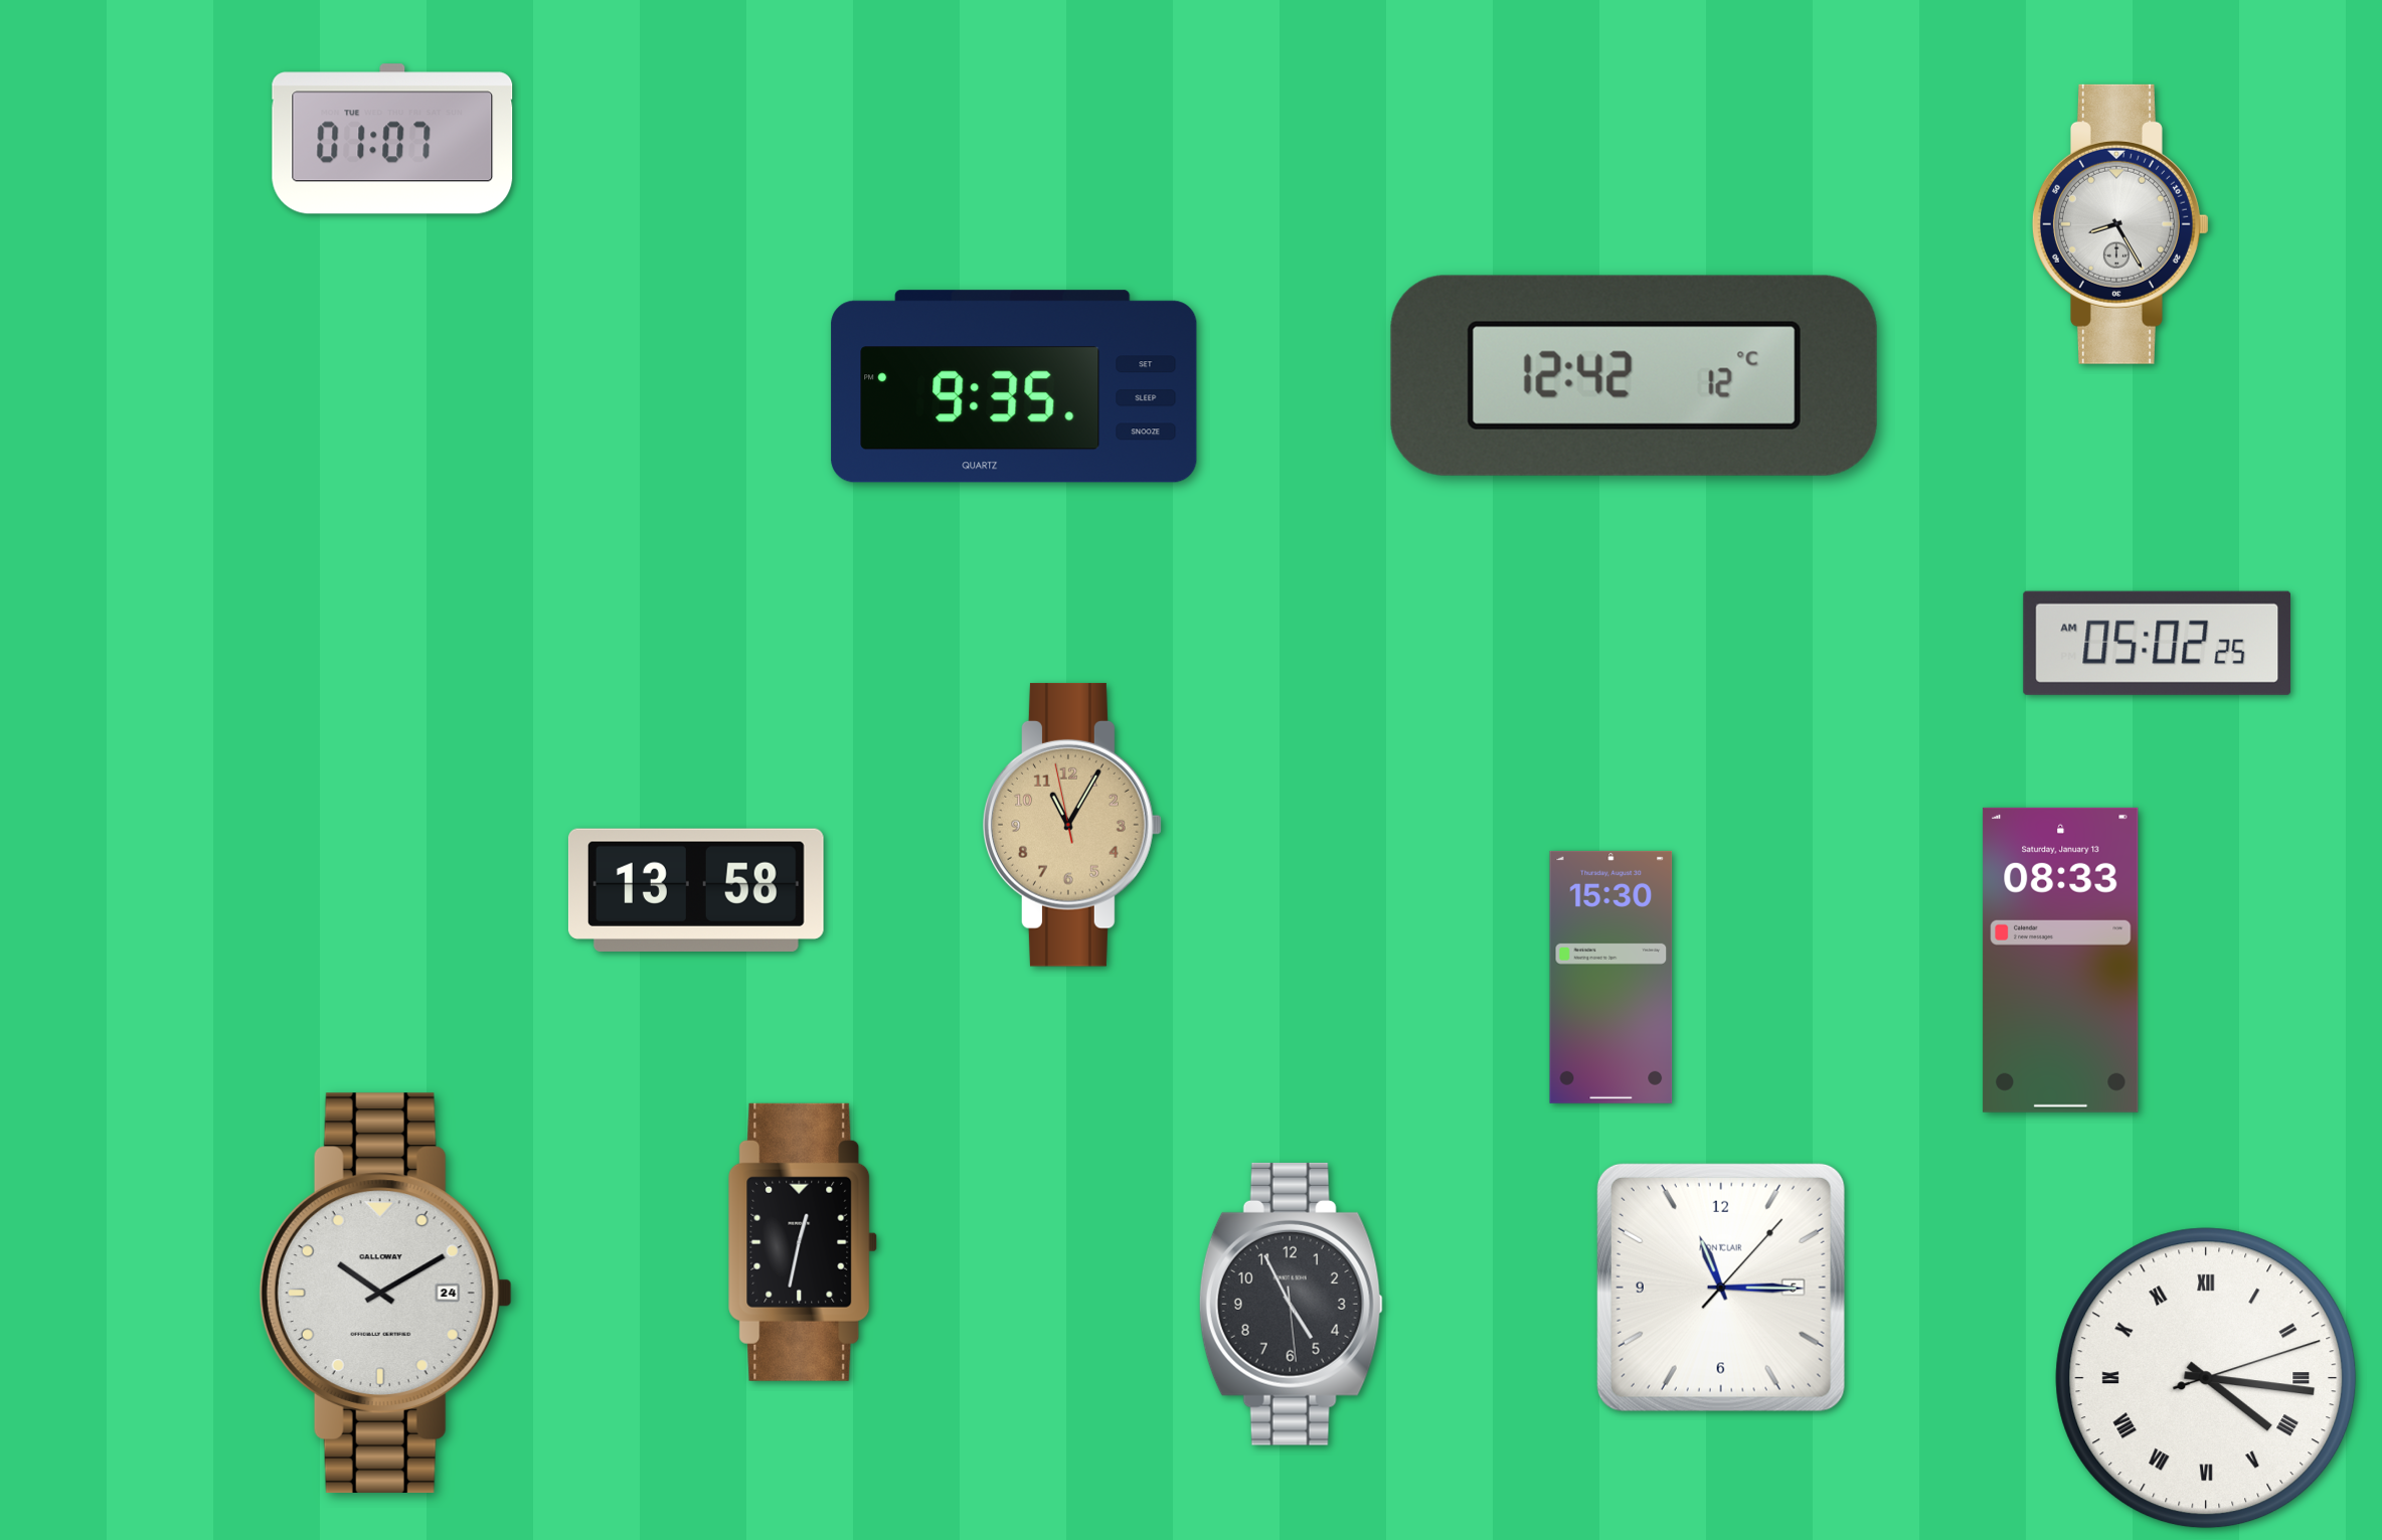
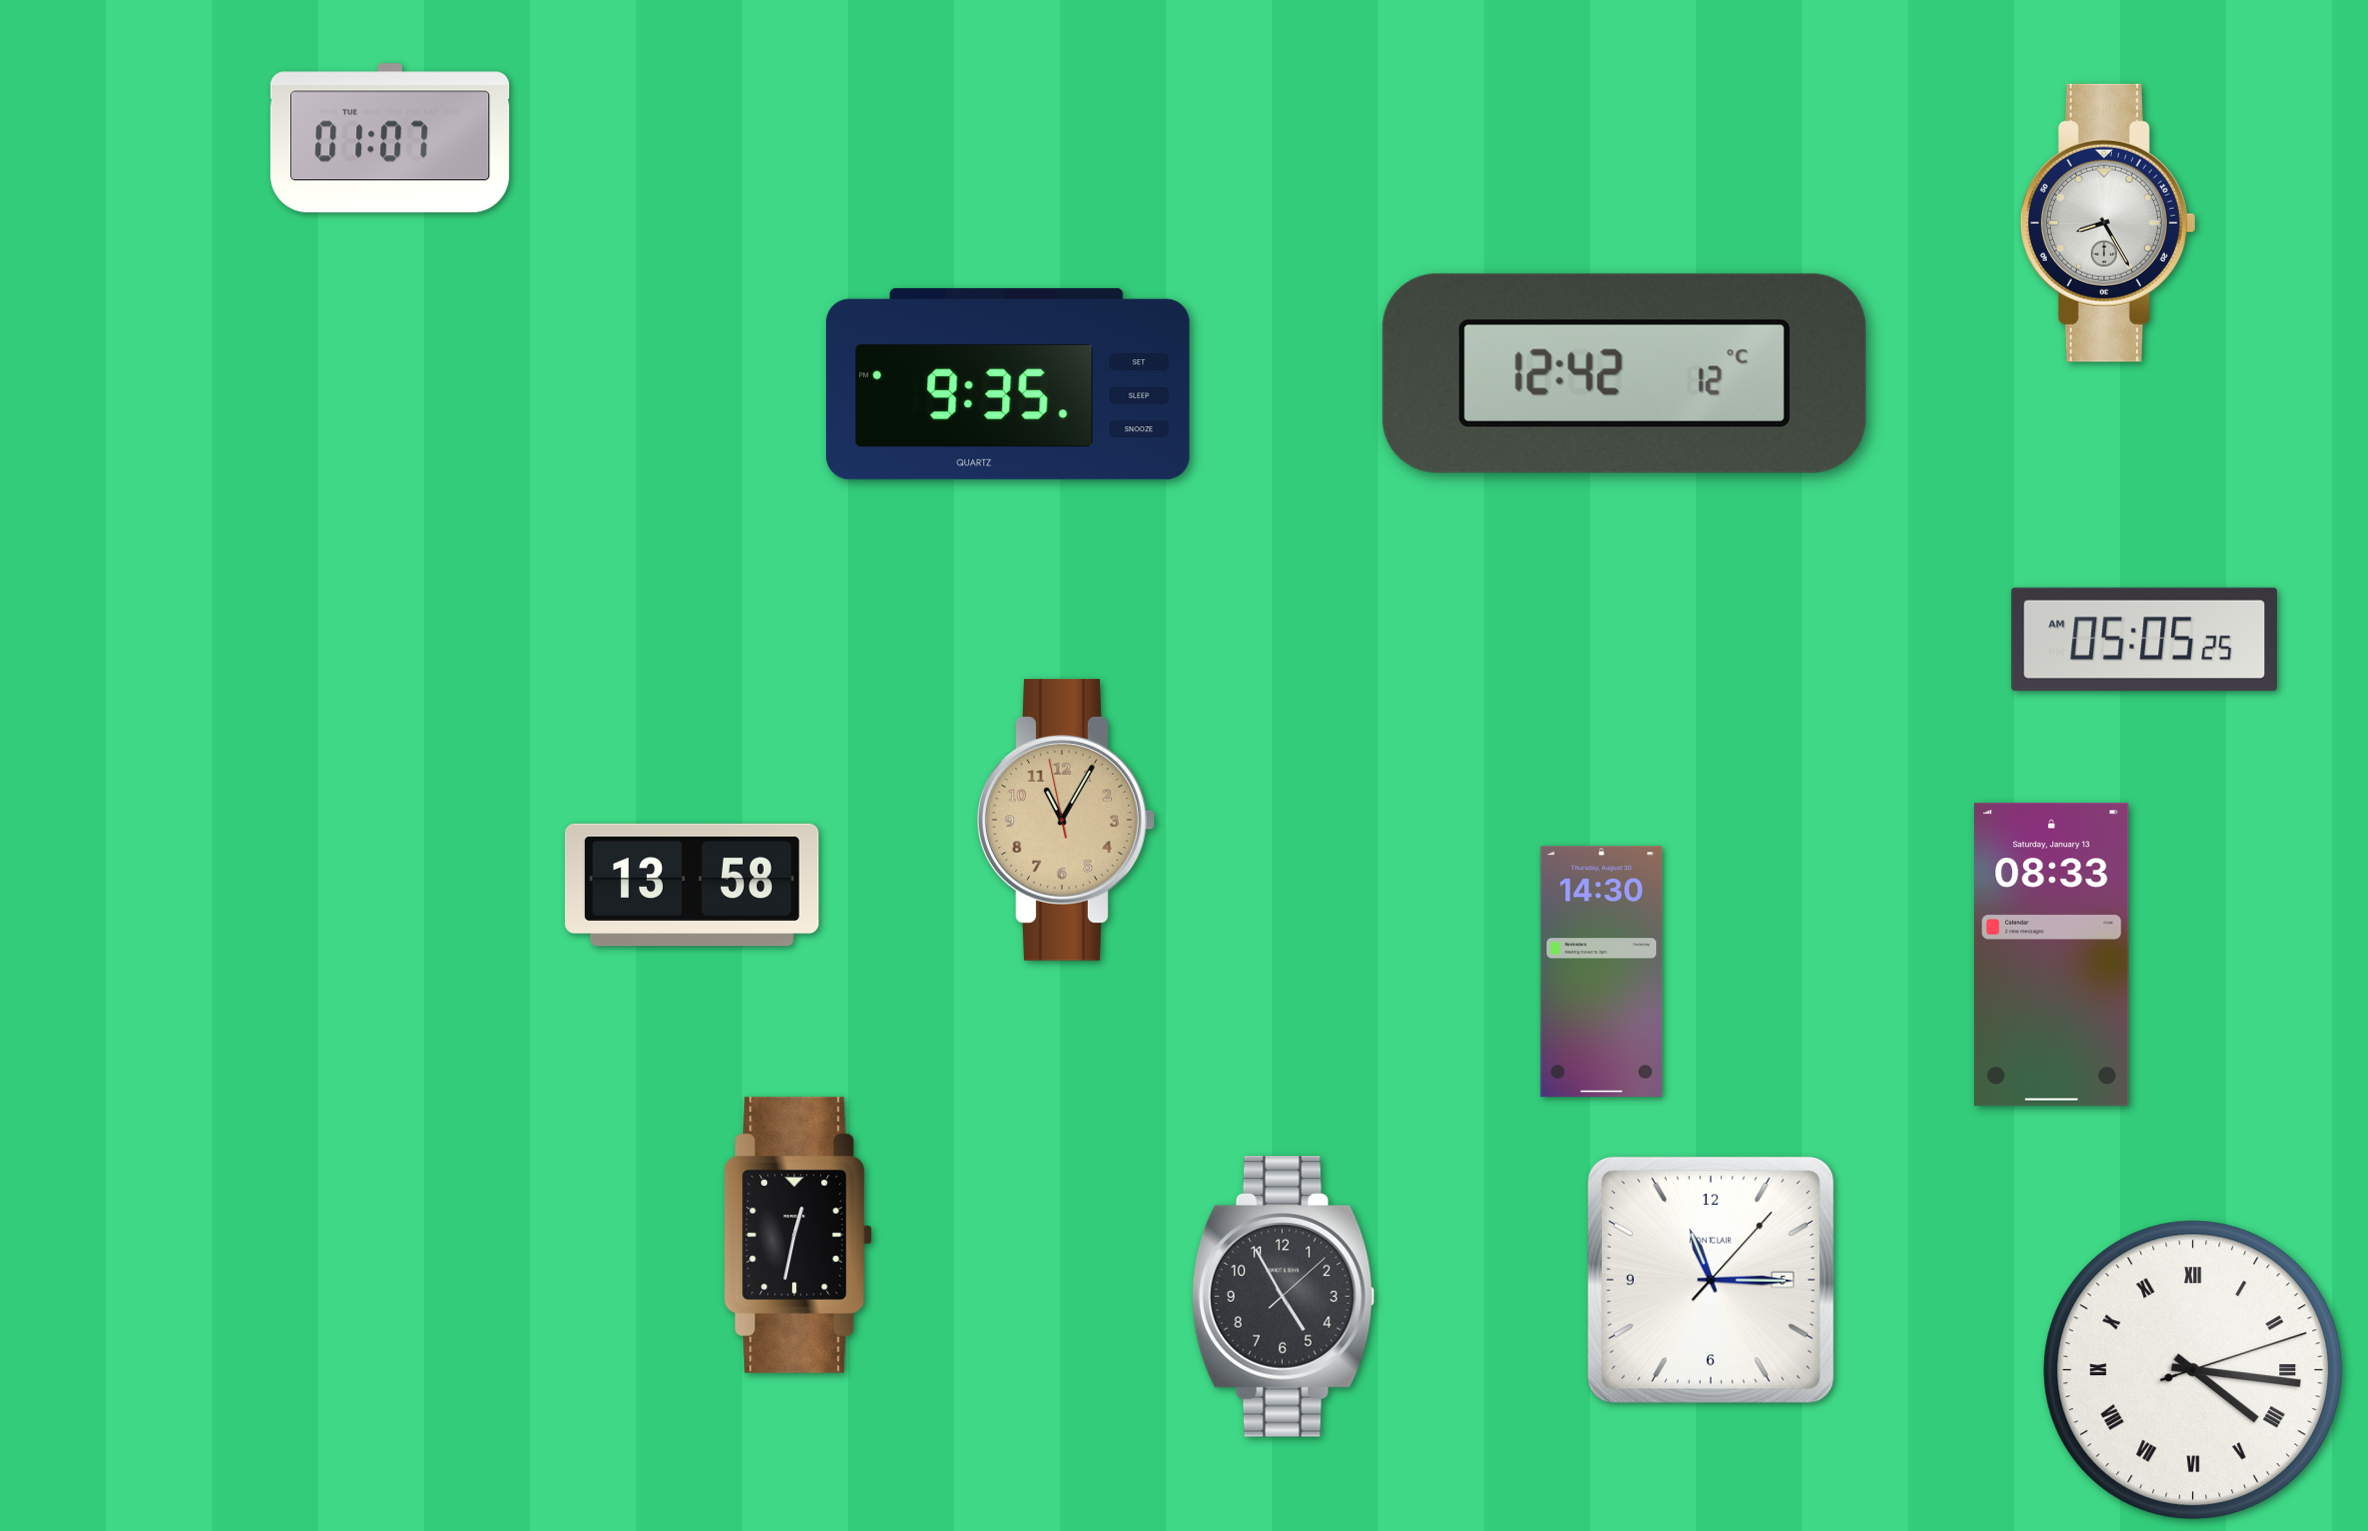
clock at (2158, 643): 05:02 -> 05:05
clock at (2061, 960) position: (2061, 960) -> (2052, 954)
clock at (1611, 977): 15:30 -> 14:30
clock at (385, 1293): 10:10 -> none
clock at (1291, 1304): 4:55:29 -> 4:55:08
